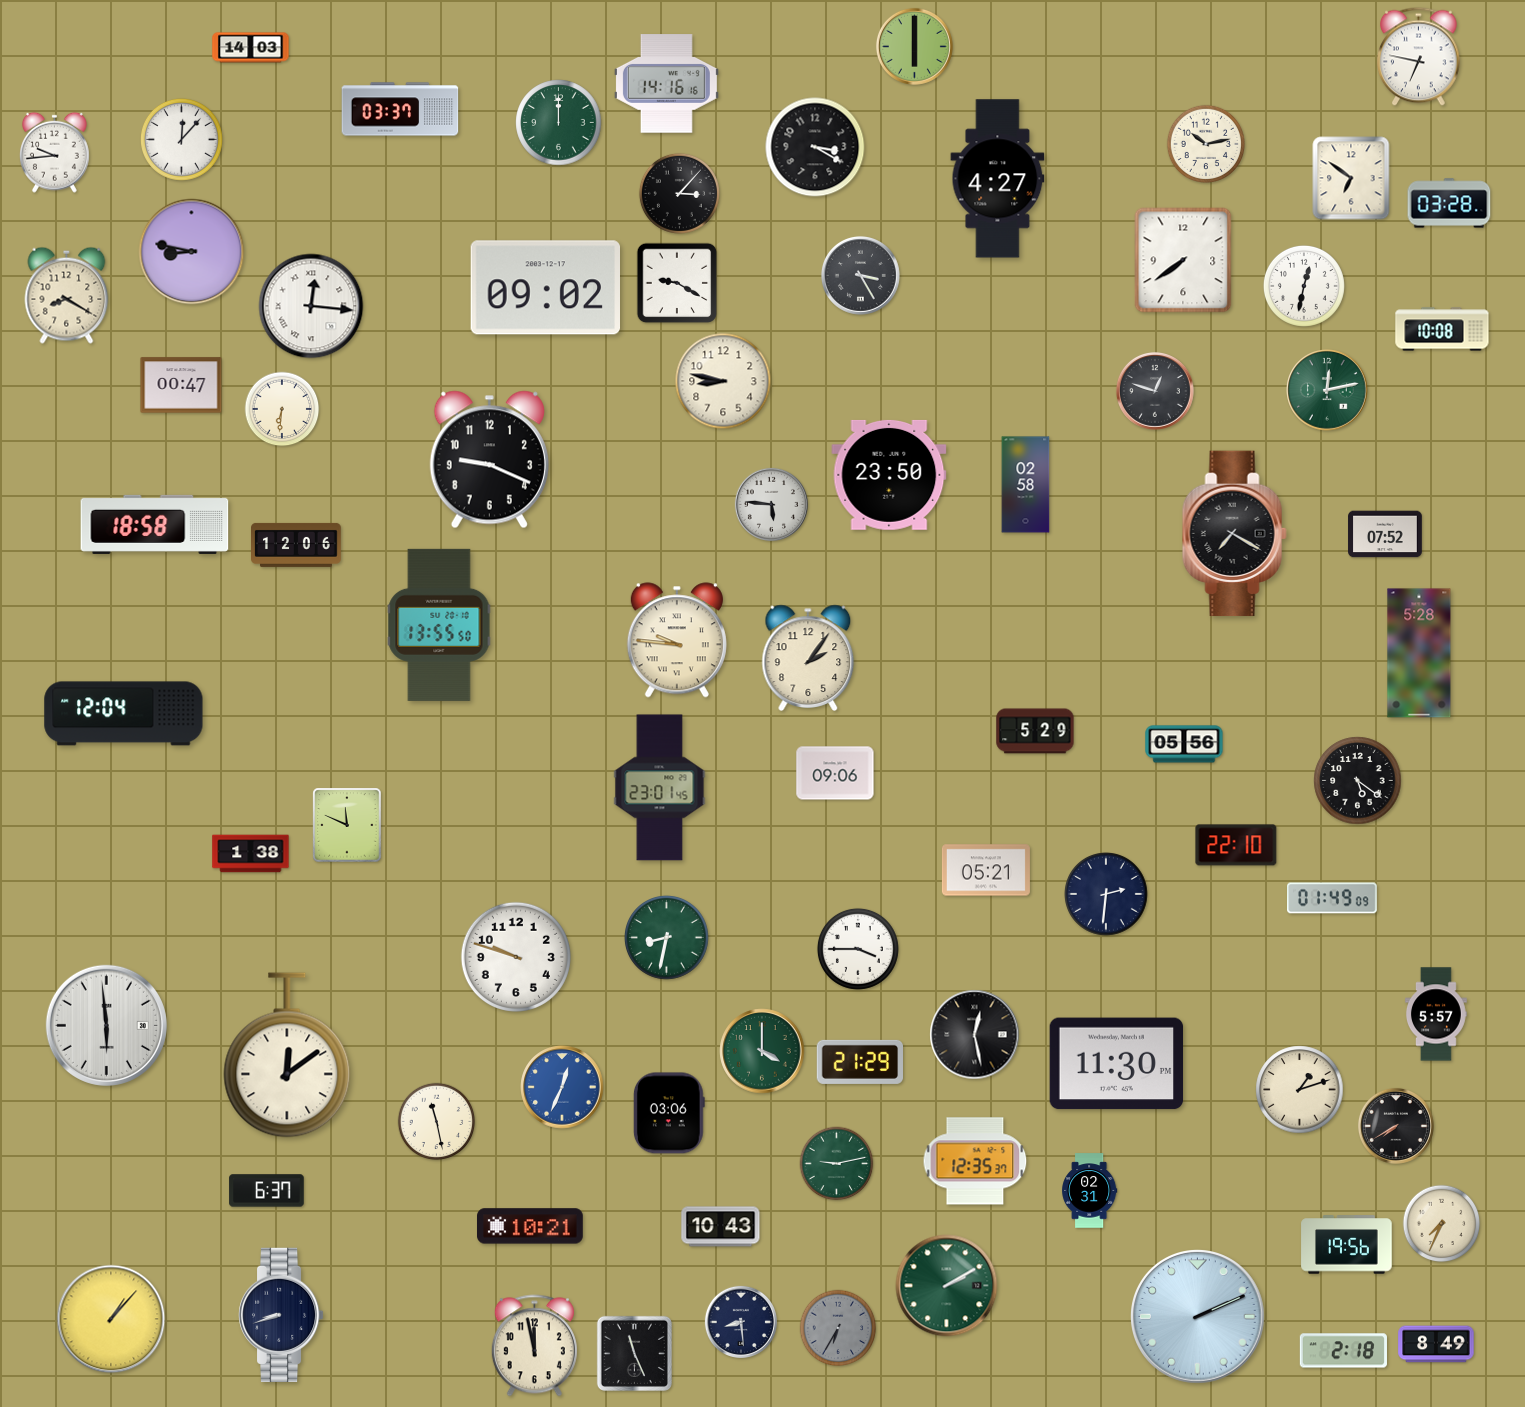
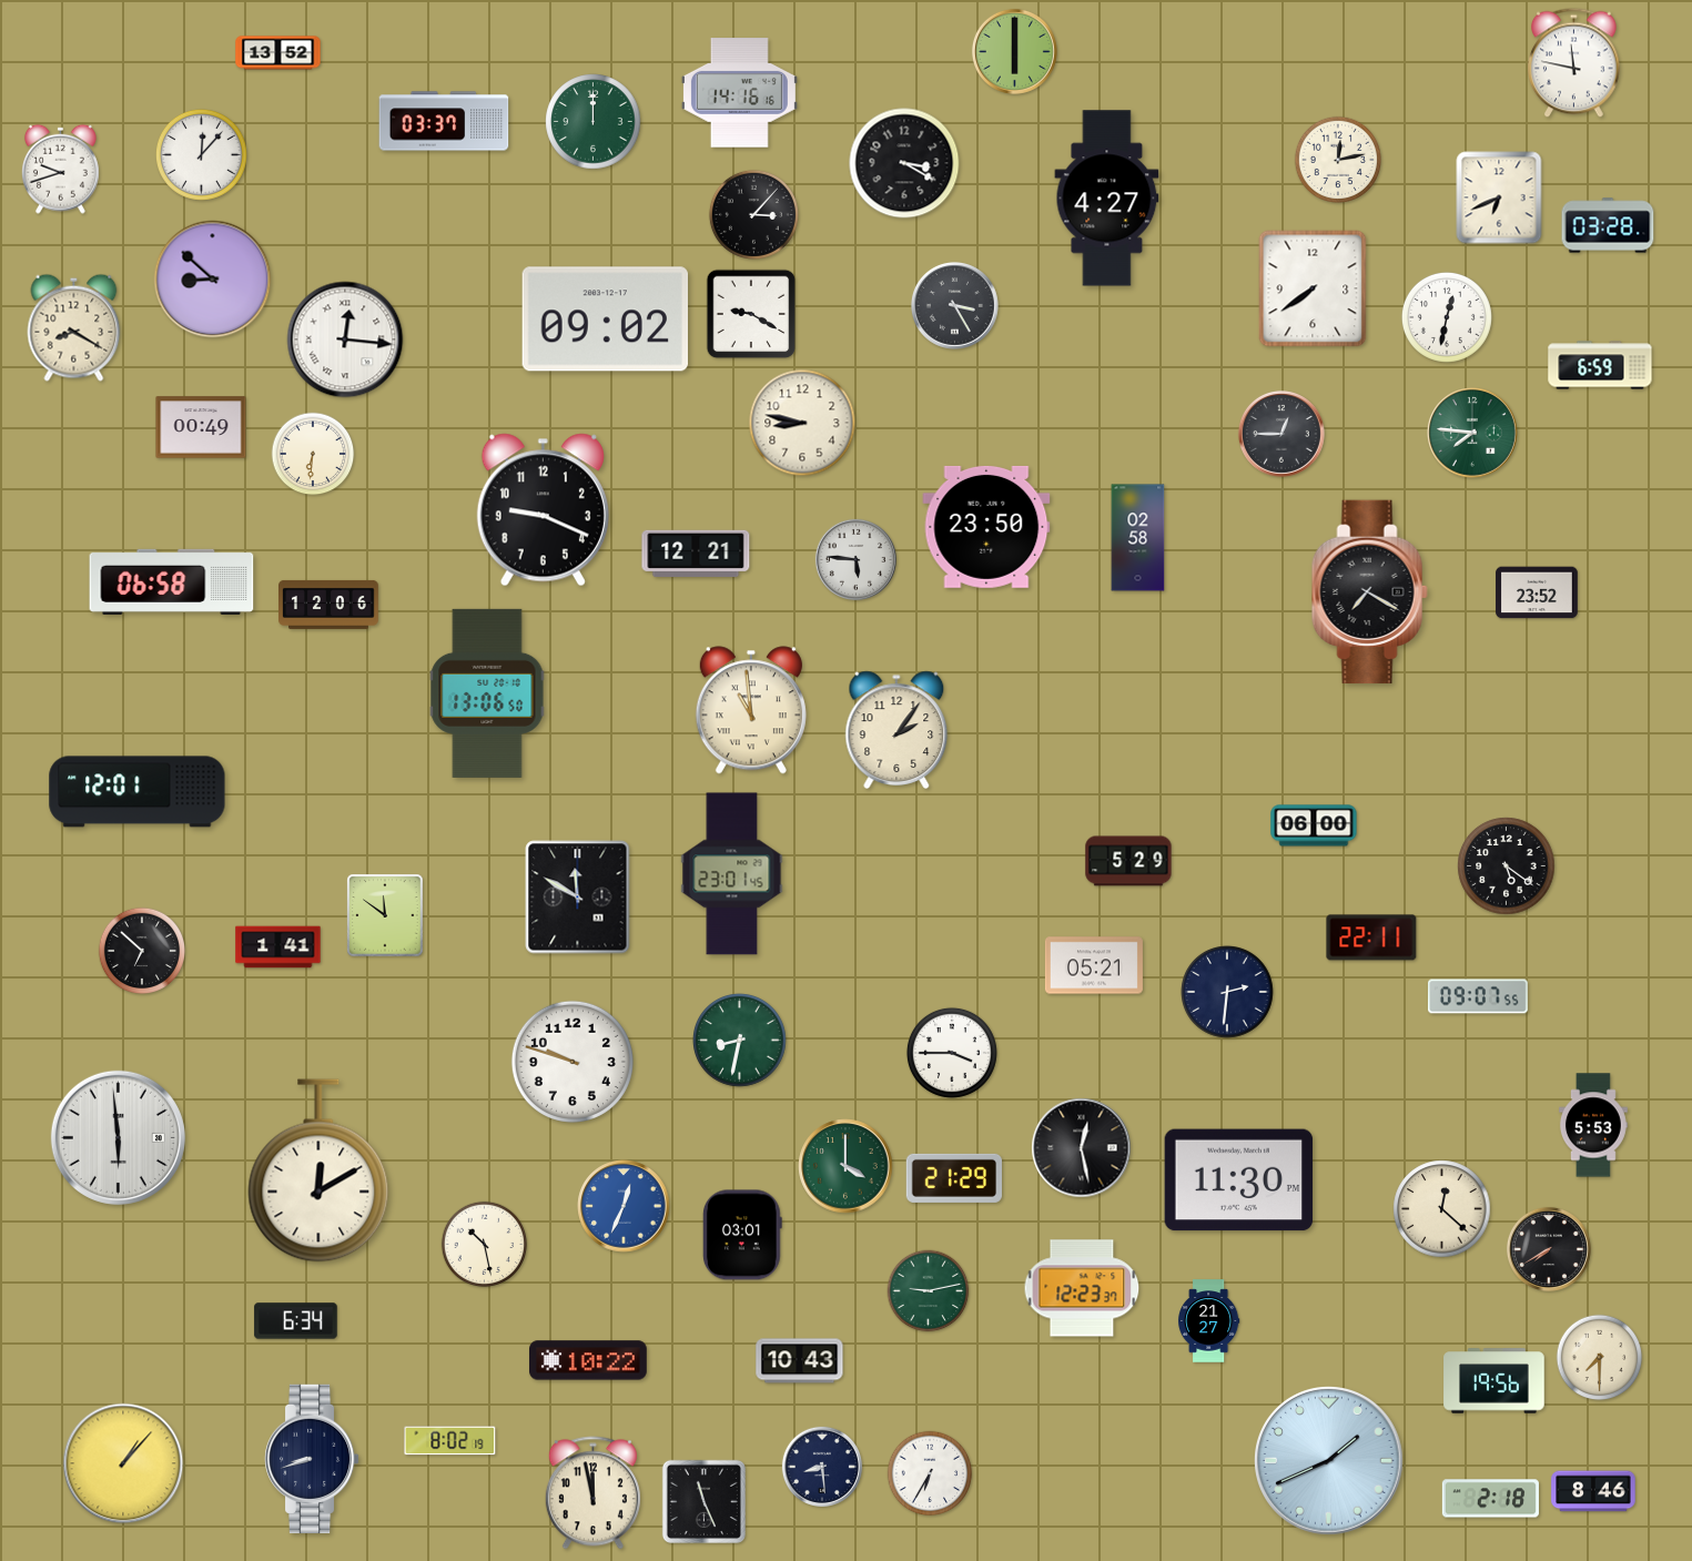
clock at (251, 48): 14:03 -> 13:52
clock at (1419, 57): 6:47 -> 11:47
clock at (559, 123) position: (559, 123) -> (594, 122)
clock at (1205, 143): 10:13 -> 12:13
clock at (54, 152): 9:44 -> 9:42
clock at (1351, 178): 6:51 -> 6:41
clock at (192, 252): 8:47 -> 8:52
clock at (1442, 329): 10:08 -> 6:59
clock at (181, 385): 00:47 -> 00:49
clock at (1327, 390): 12:13 -> 7:46
clock at (1155, 391): 12:48 -> 12:45
clock at (696, 553): none -> 12:21
clock at (155, 524): 18:58 -> 06:58
clock at (1385, 534): 07:52 -> 23:52
clock at (439, 625): 13:55 -> 13:06
clock at (677, 640): 9:46 -> 10:59
clock at (1419, 653): 5:28 -> none
clock at (124, 714): 12:04 -> 12:01
clock at (1035, 731) position: (1035, 731) -> (1128, 861)
clock at (1184, 744): 05:56 -> 06:00
clock at (835, 773): 09:06 -> none
clock at (578, 898): none -> 11:50
clock at (347, 825): 11:49 -> 11:51
clock at (1236, 845): 22:10 -> 22:11
clock at (251, 854): 1:38 -> 1:41
clock at (141, 950): none -> 6:52
clock at (1333, 898): 01:49 -> 09:07
clock at (1437, 1014): 5:57 -> 5:53
clock at (287, 1055): 12:09 -> 12:10
clock at (1300, 1090): 1:12 -> 12:22
clock at (669, 1113): 03:06 -> 03:01
clock at (437, 1122): 11:28 -> 10:28
clock at (975, 1161): 12:35 -> 12:23
clock at (267, 1191): 6:37 -> 6:34
clock at (1090, 1191): 02:31 -> 21:27
clock at (1442, 1224): 7:34 -> 7:30
clock at (531, 1226): 10:21 -> 10:22
clock at (947, 1286): 2:10 -> none
clock at (450, 1441): none -> 8:02
clock at (1198, 1317): 2:11 -> 1:41
clock at (838, 1328) dial: grey -> white
clock at (1436, 1344): 8:49 -> 8:46
